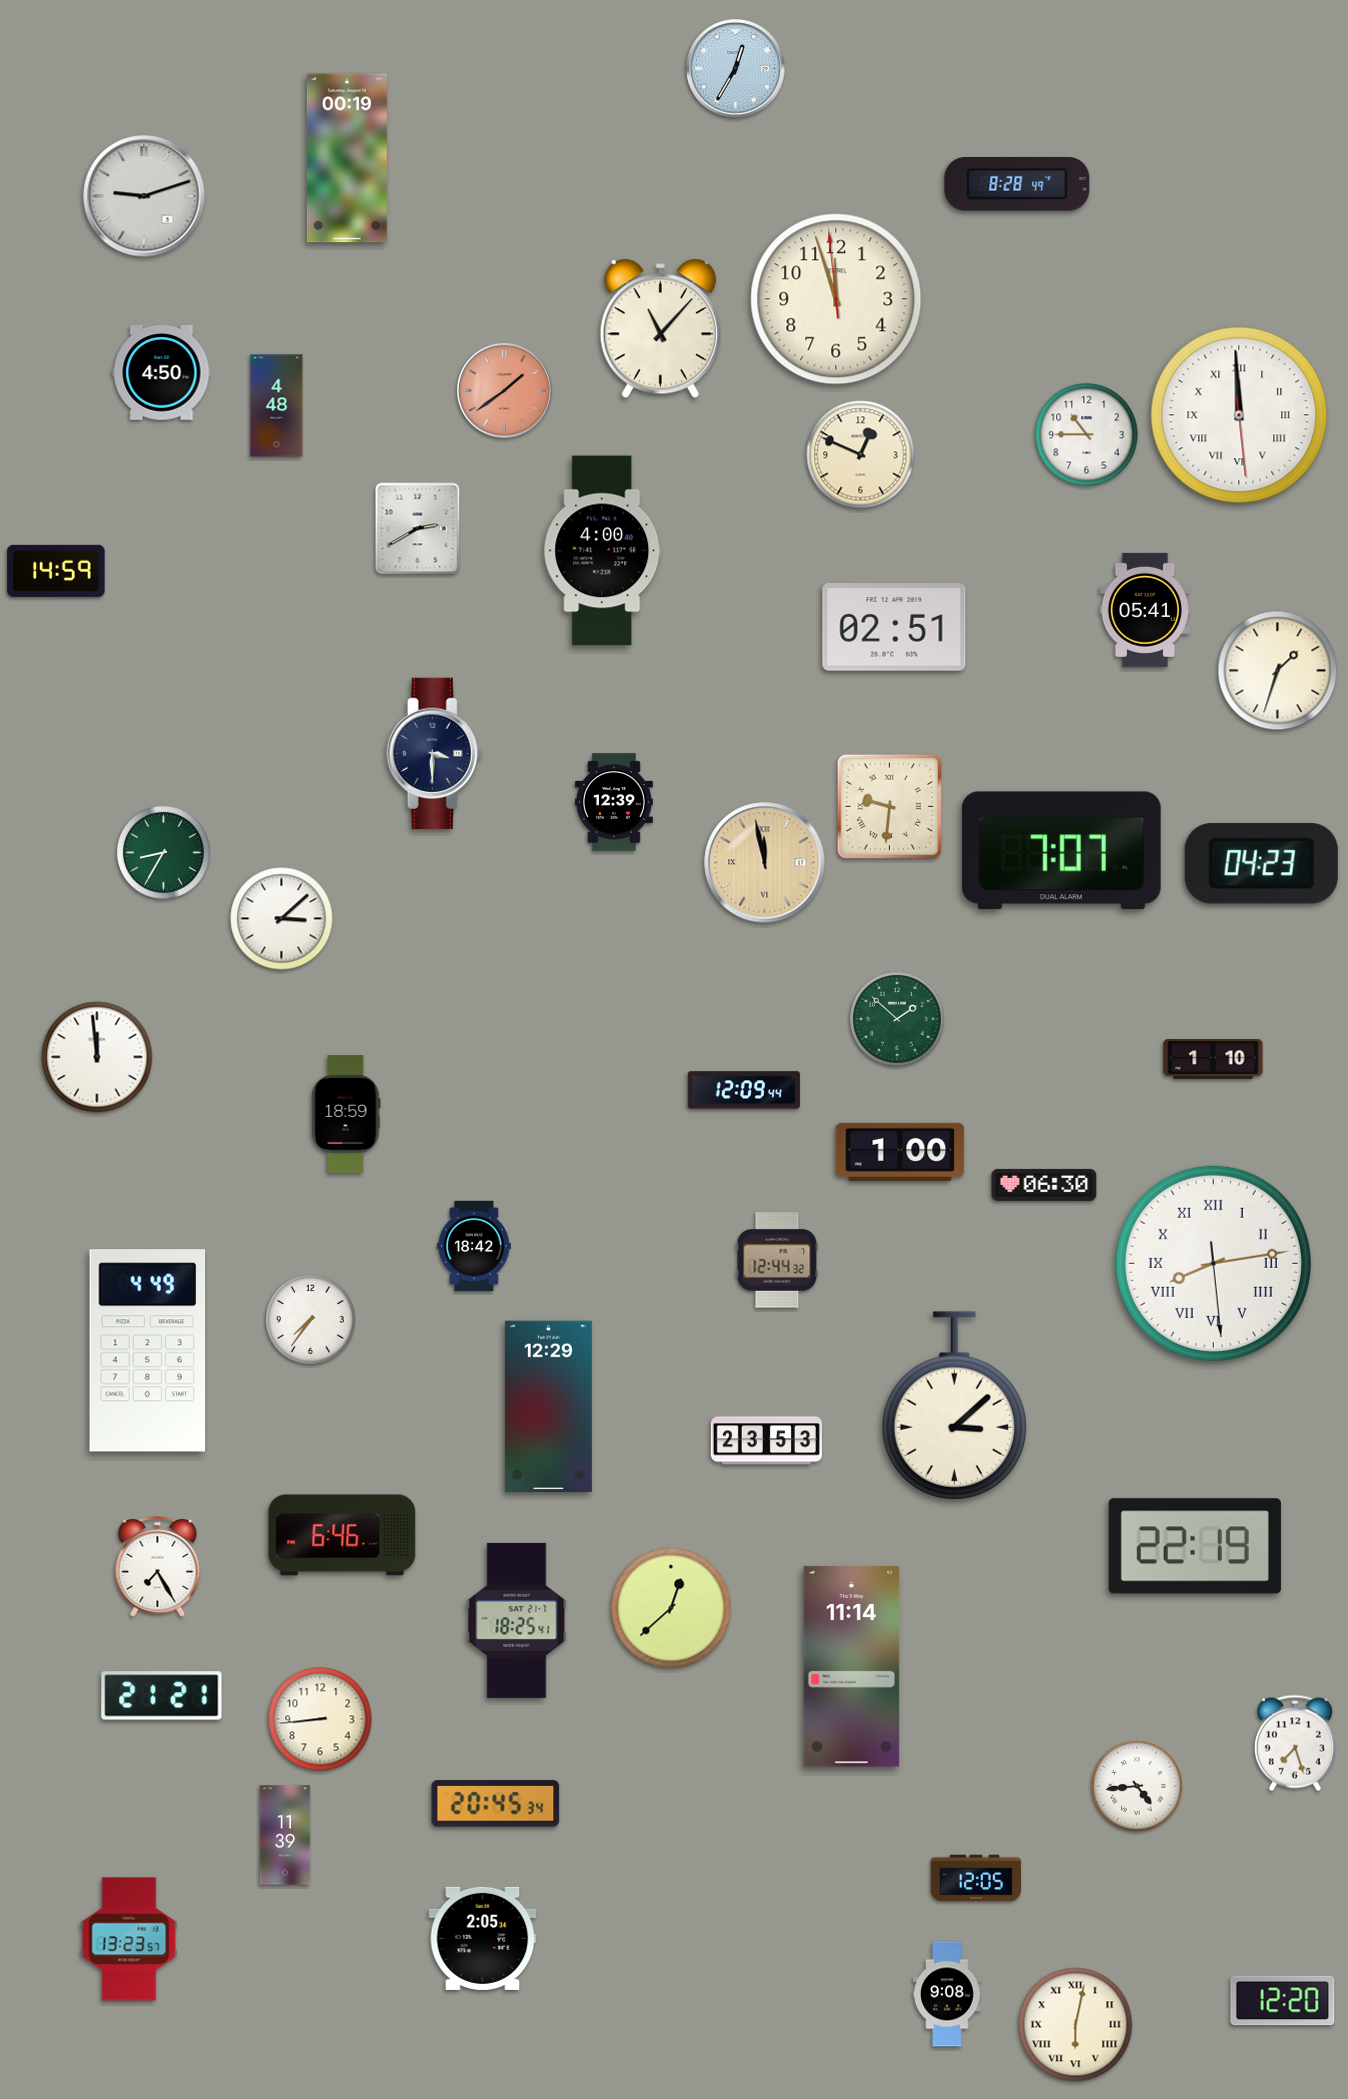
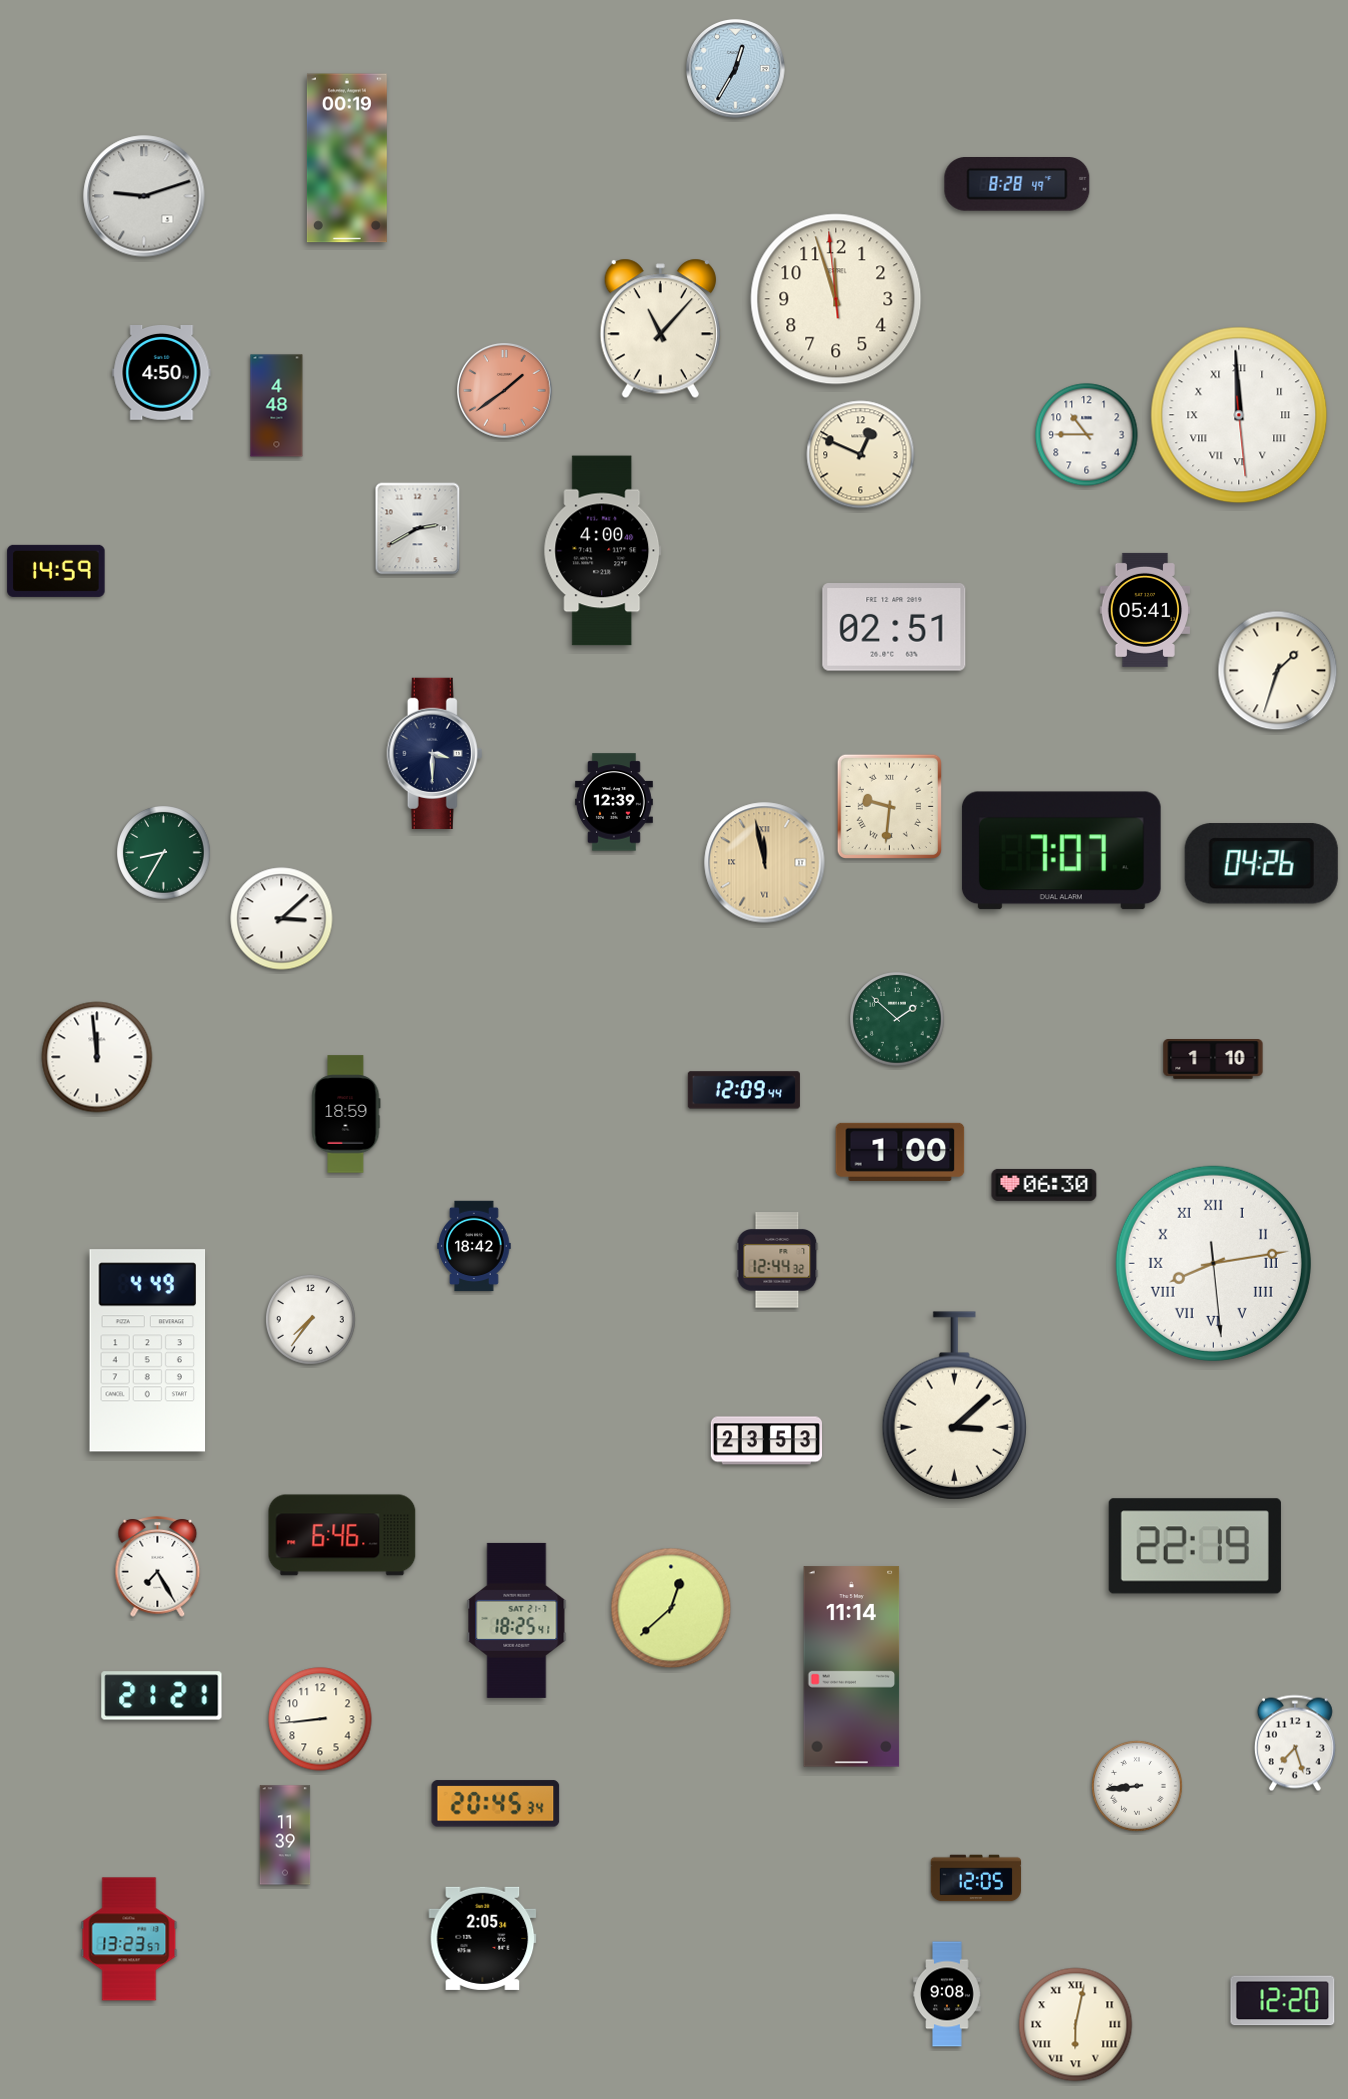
clock at (1261, 864): 04:23 -> 04:26
clock at (548, 1407): 12:29 -> none
clock at (1137, 1786): 4:44 -> 8:44
